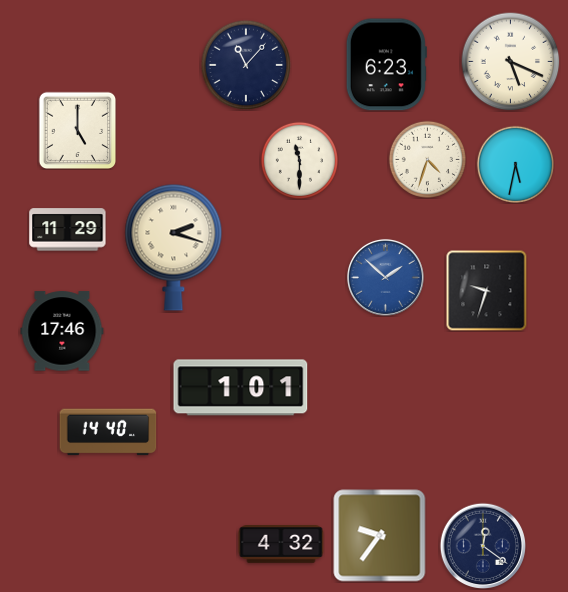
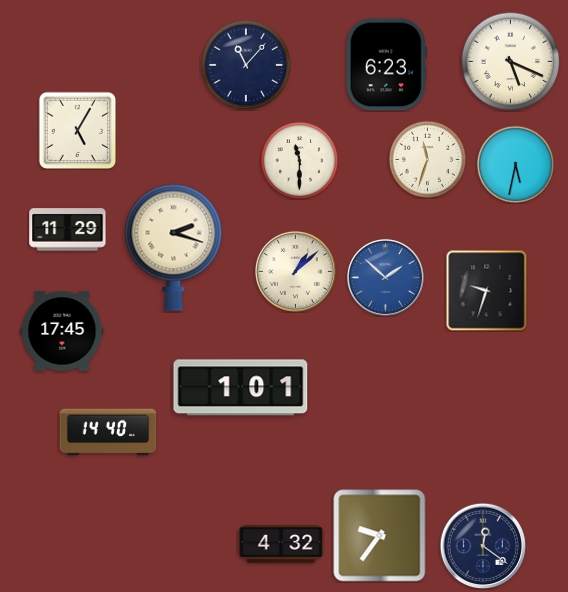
clock at (77, 130): 5:00 -> 5:05
clock at (427, 159): 4:33 -> 11:33
clock at (295, 271): none -> 1:08
clock at (62, 331): 17:46 -> 17:45
